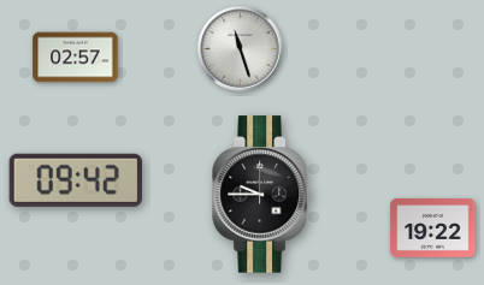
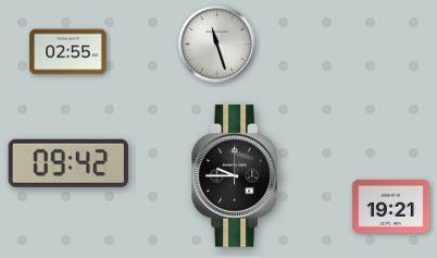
clock at (76, 58): 02:57 -> 02:55
clock at (433, 227): 19:22 -> 19:21
